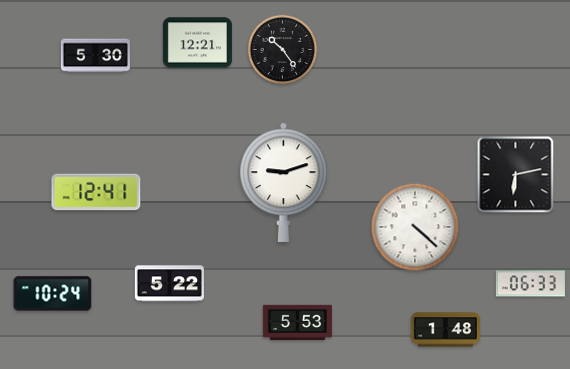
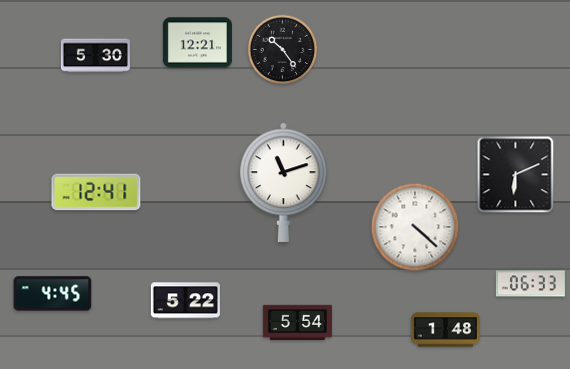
clock at (516, 175): 6:13 -> 6:11
clock at (284, 182): 9:12 -> 11:12
clock at (169, 284) position: (169, 284) -> (185, 301)
clock at (53, 294): 10:24 -> 4:45
clock at (297, 322): 5:53 -> 5:54
